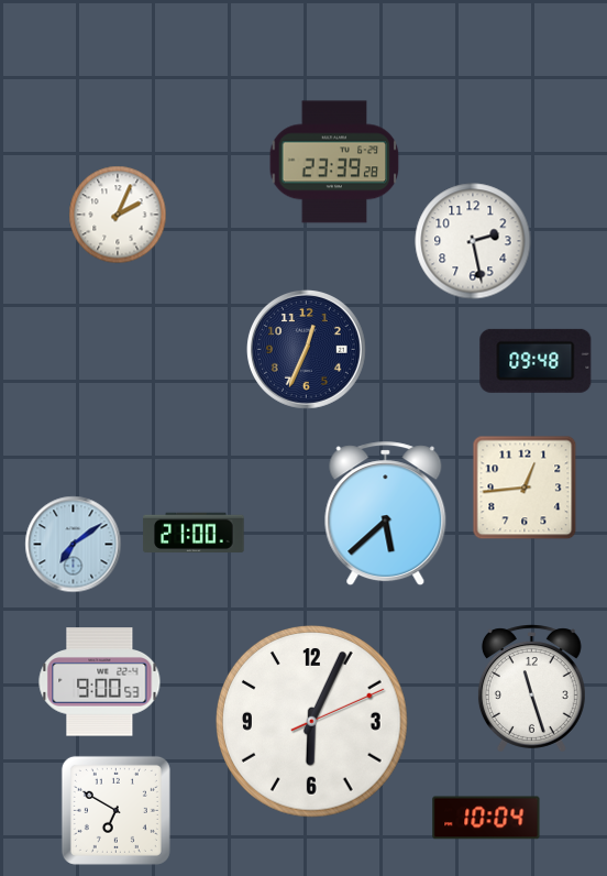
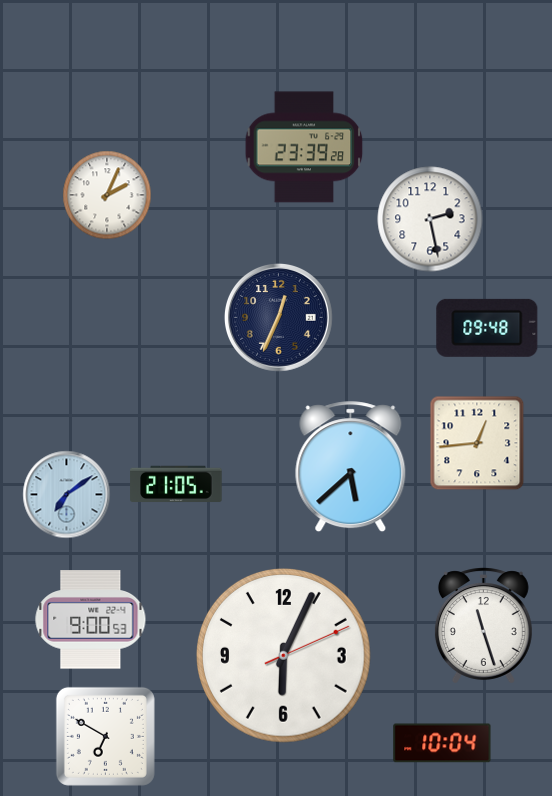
clock at (194, 533): 21:00 -> 21:05
